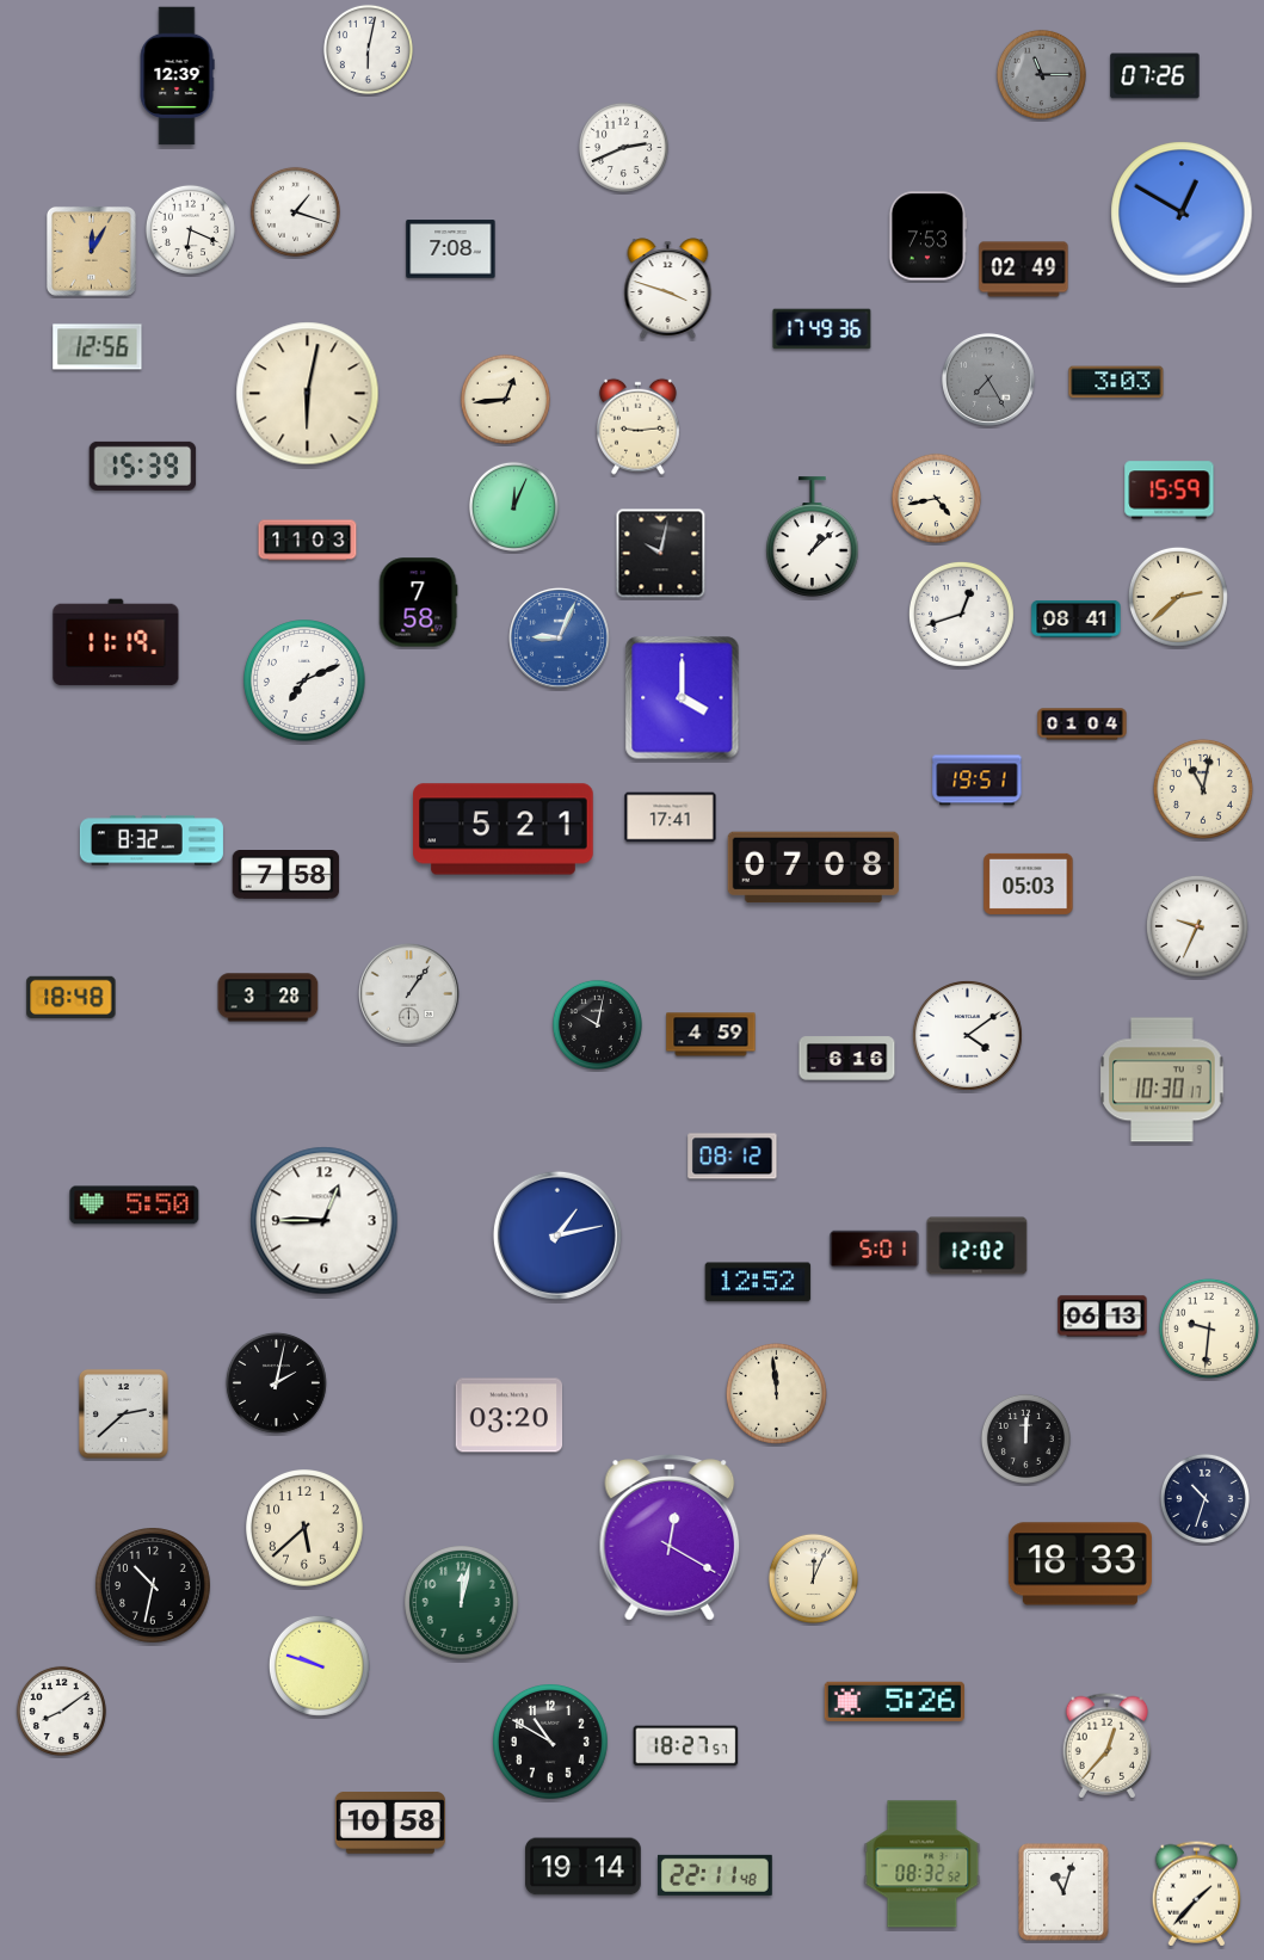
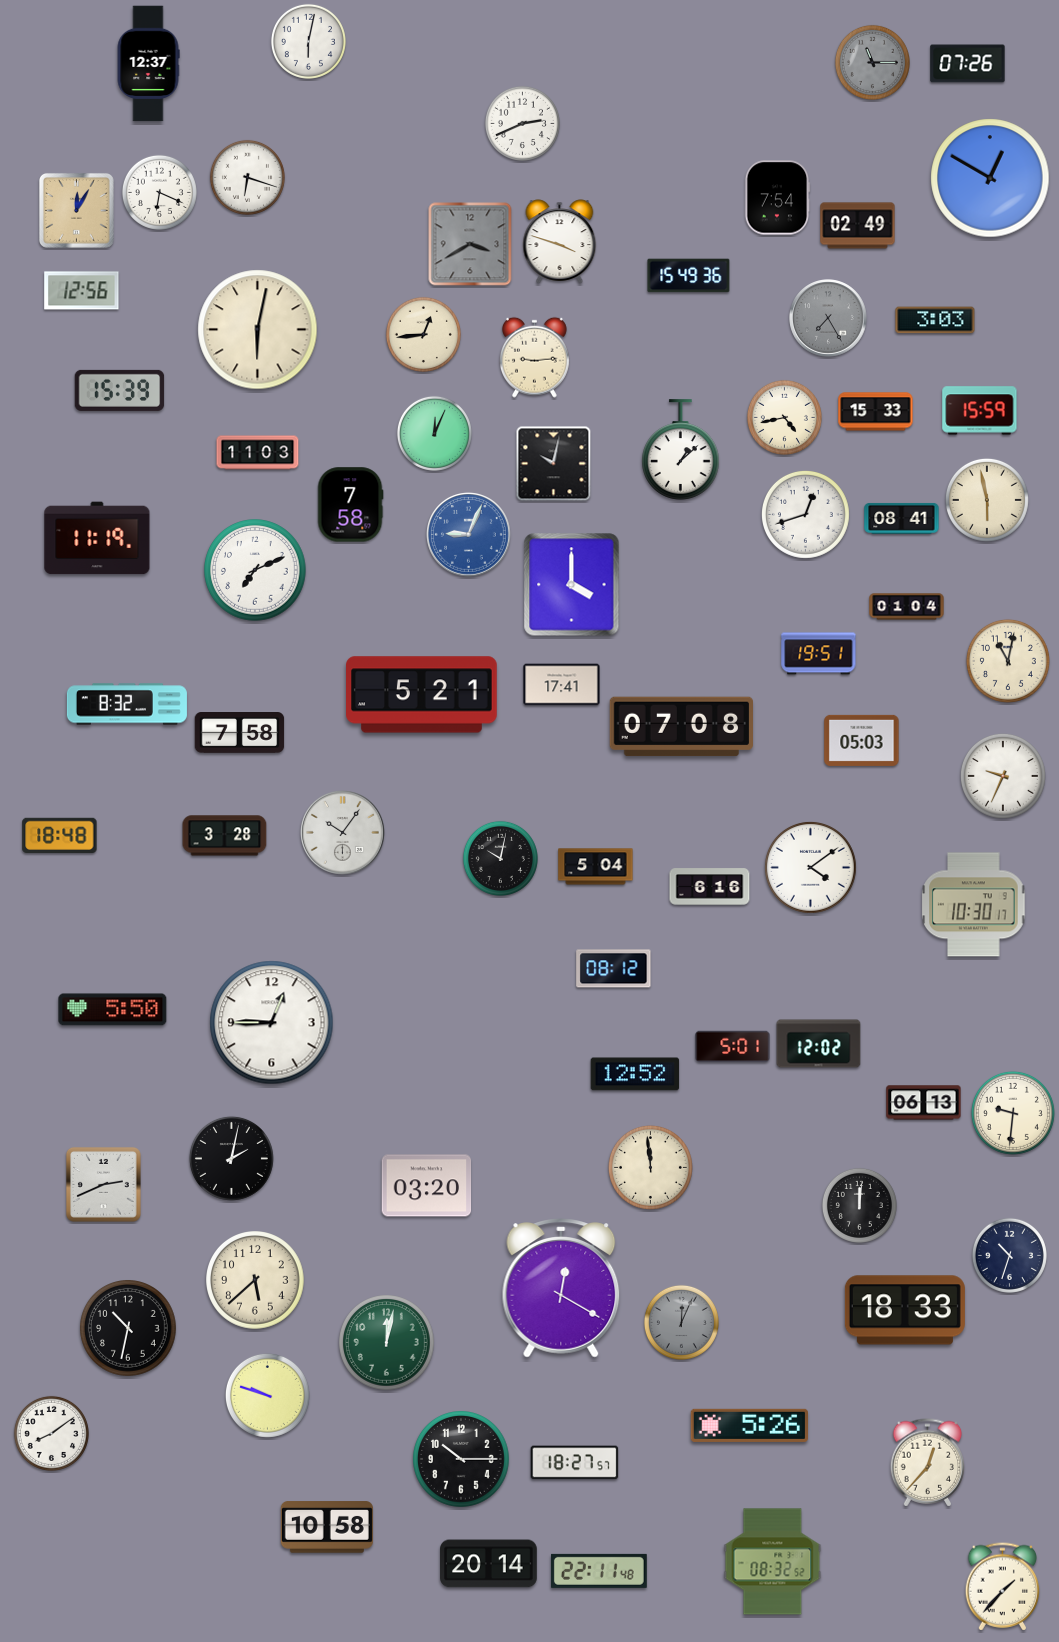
clock at (177, 76): 12:39 -> 12:37
clock at (295, 211): 1:18 -> 6:18
clock at (927, 236): 7:53 -> 7:54
clock at (451, 249): 7:08 -> none
clock at (470, 244): none -> 3:40
clock at (822, 329): 17:49 -> 15:49
clock at (876, 412): none -> 15:33
clock at (513, 506) position: (513, 506) -> (434, 433)
clock at (1178, 597): 2:38 -> 5:58
clock at (409, 994): 1:06 -> 10:06
clock at (711, 1035): 4:59 -> 5:04
clock at (557, 1235): 1:13 -> none
clock at (123, 1413): 2:38 -> 2:41
clock at (813, 1578) dial: cream -> grey
clock at (551, 1743): 10:50 -> 10:15
clock at (584, 1867): 19:14 -> 20:14
clock at (1063, 1892): 11:03 -> none
